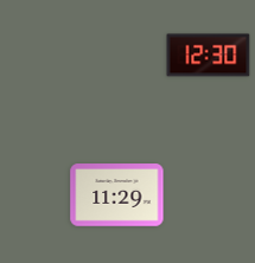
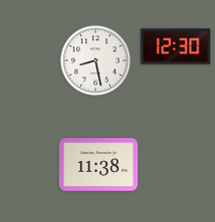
clock at (96, 61): none -> 8:28
clock at (117, 195): 11:29 -> 11:38
